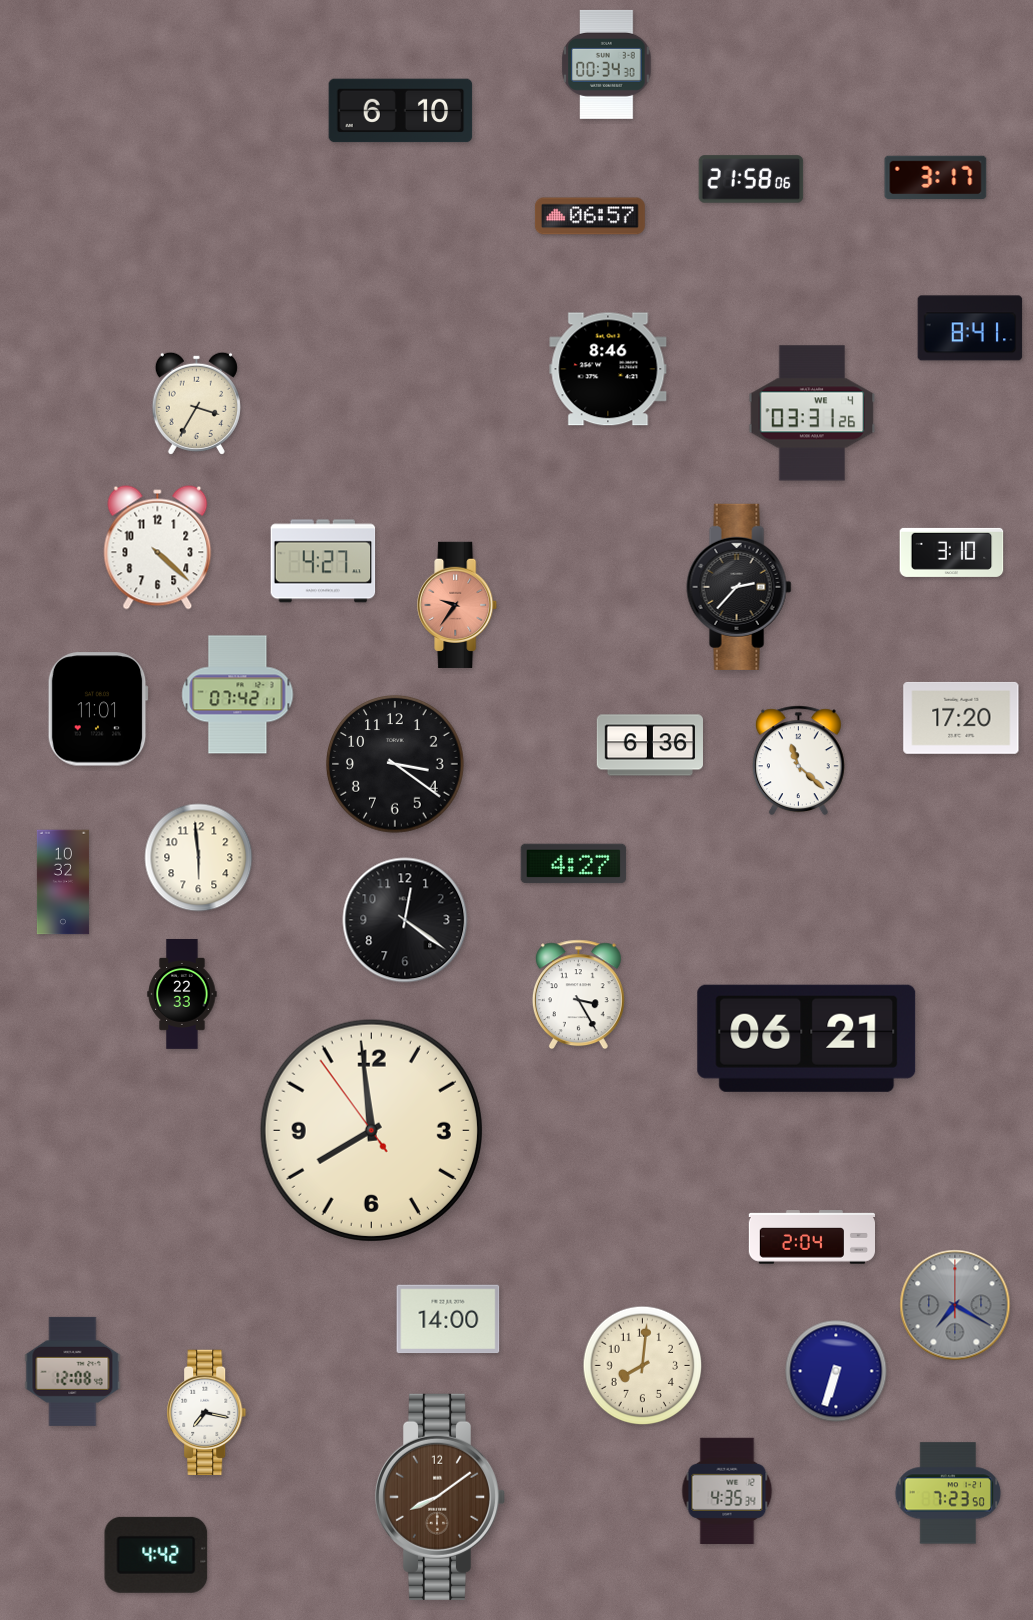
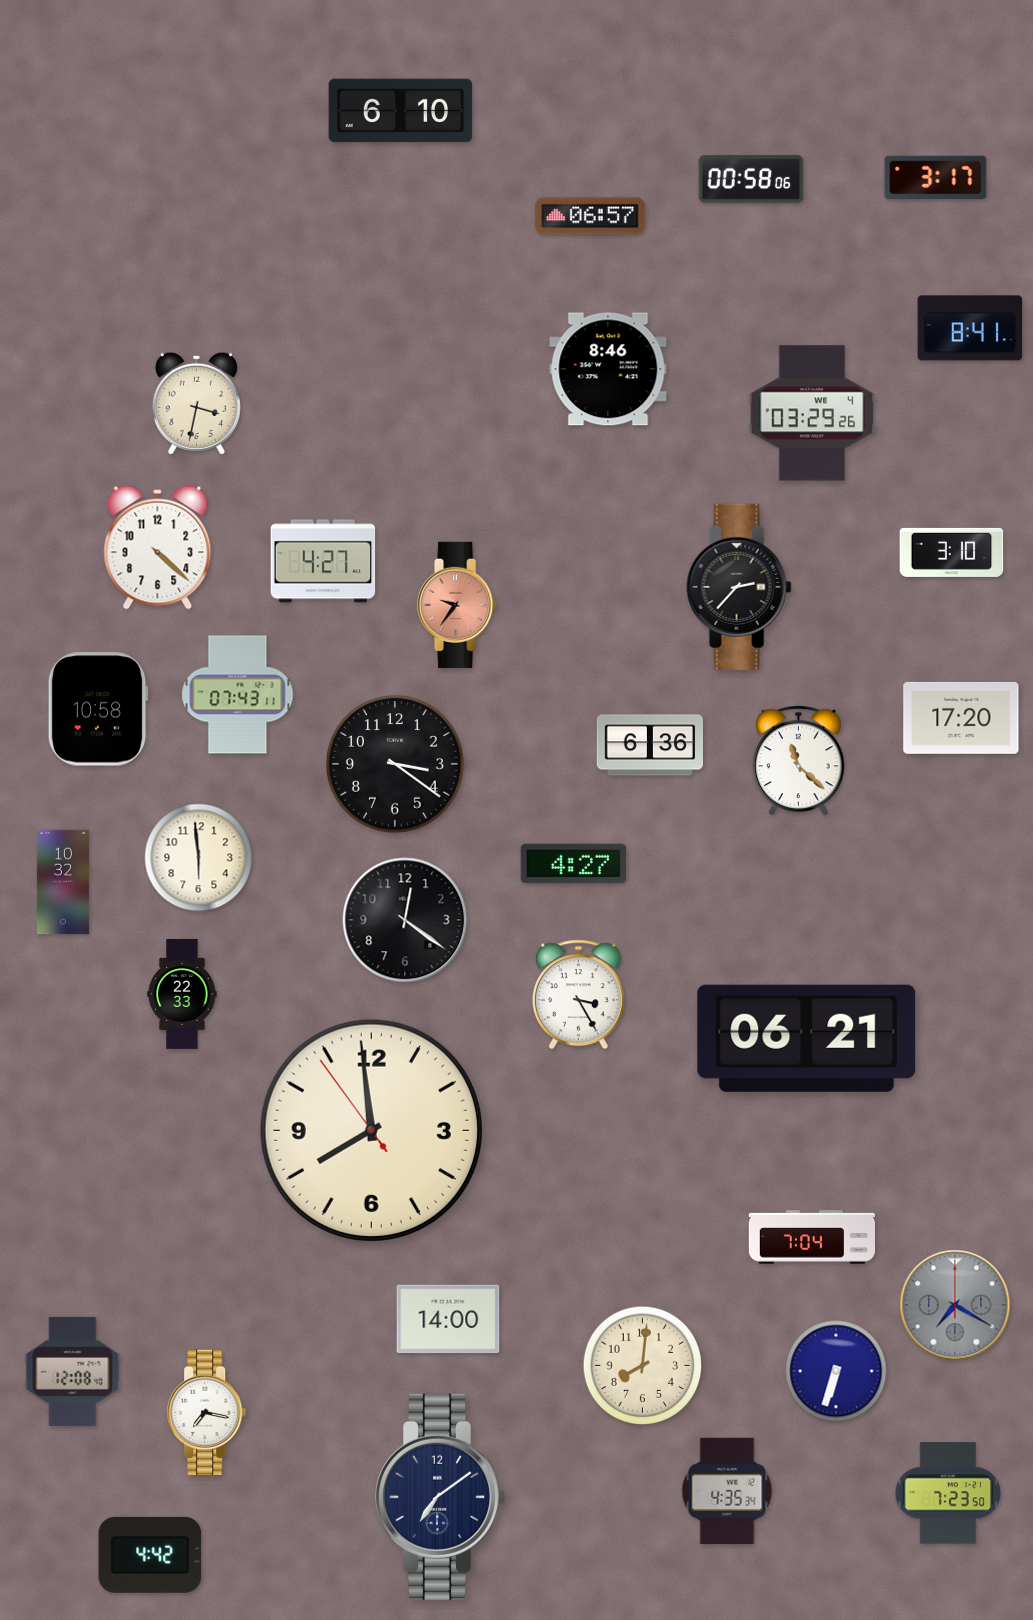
clock at (607, 64): 00:34 -> none
clock at (751, 179): 21:58 -> 00:58
clock at (196, 403): 3:35 -> 3:32
clock at (812, 413): 03:31 -> 03:29
clock at (238, 695): 07:42 -> 07:43
clock at (98, 709): 11:01 -> 10:58
clock at (811, 1237): 2:04 -> 7:04
clock at (439, 1497): 8:09 -> 7:09
clock at (439, 1497) dial: brown -> navy
clock at (156, 1555) position: (156, 1555) -> (150, 1555)
